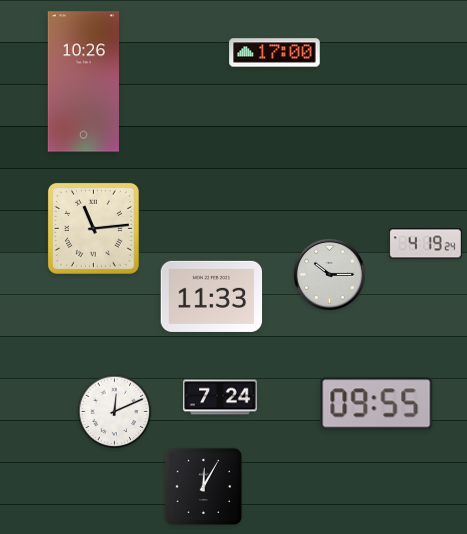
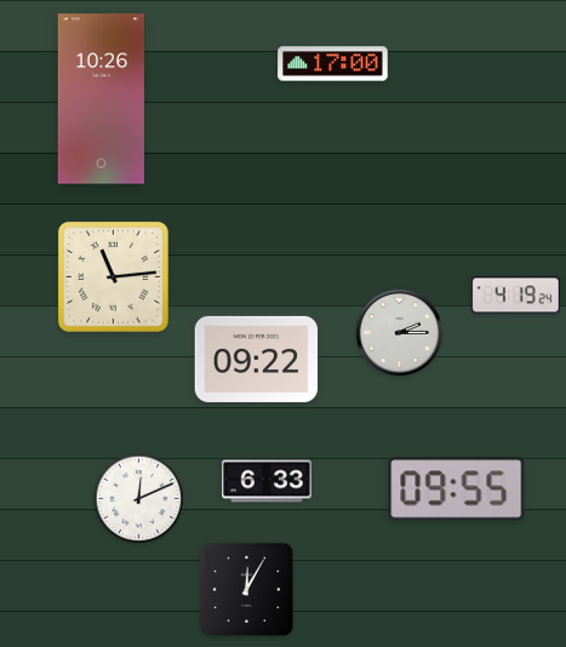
clock at (329, 274): 10:15 -> 2:15
clock at (212, 296): 11:33 -> 09:22
clock at (220, 397): 7:24 -> 6:33
